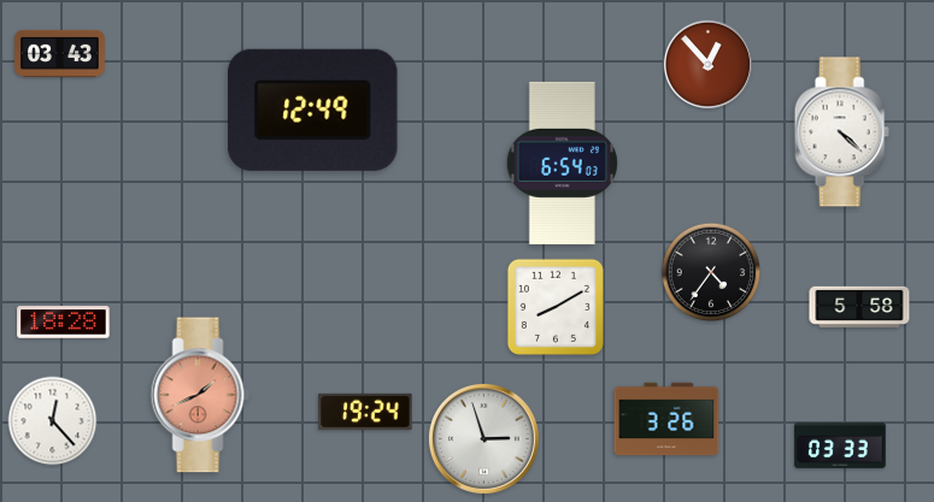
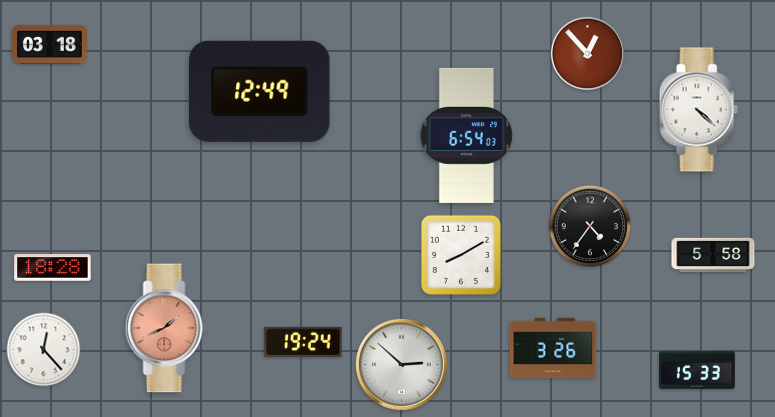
clock at (60, 53): 03:43 -> 03:18
clock at (483, 438): 2:57 -> 2:52
clock at (840, 445): 03:33 -> 15:33
